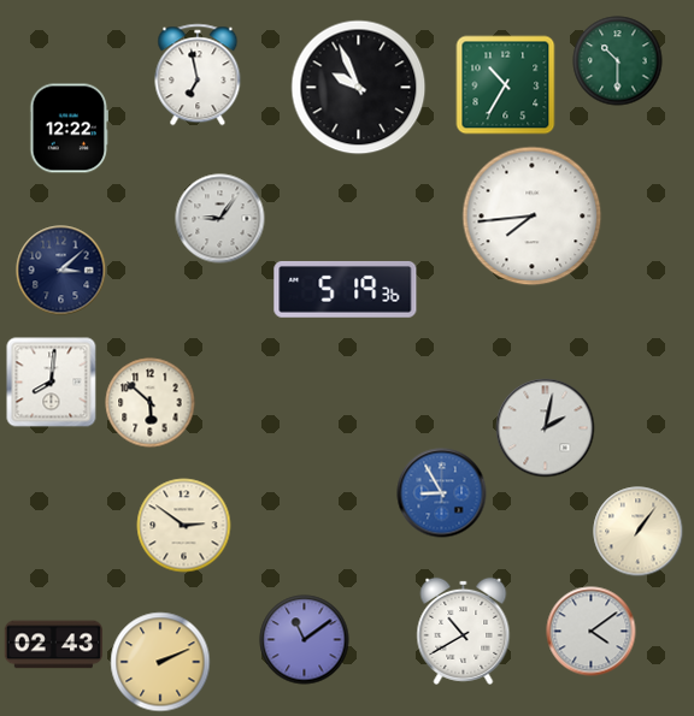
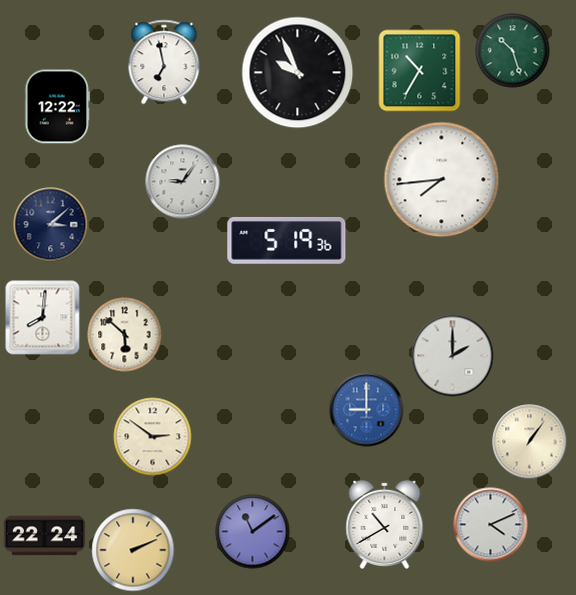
clock at (618, 61): 10:30 -> 10:27
clock at (546, 428): 2:02 -> 2:00
clock at (442, 493): 8:55 -> 9:00
clock at (592, 632): 4:09 -> 4:11
clock at (54, 645): 02:43 -> 22:24
